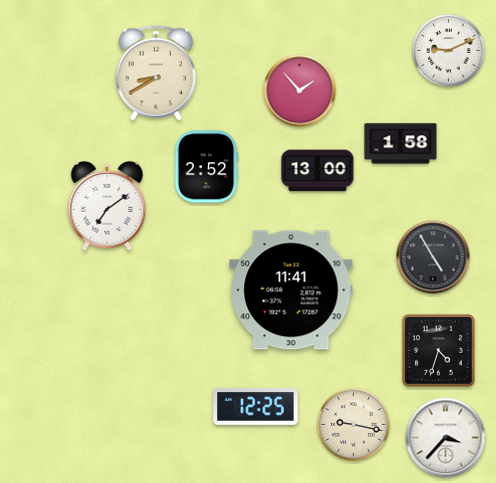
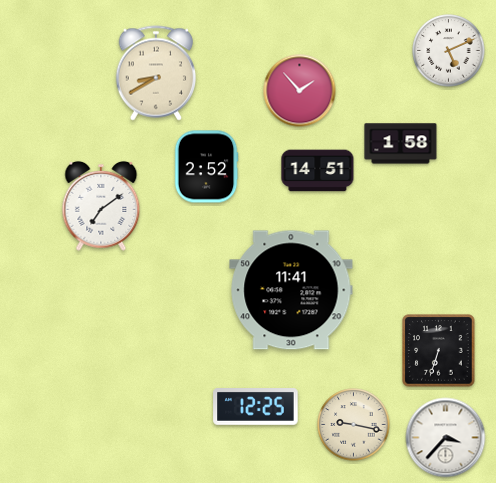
clock at (449, 51): 9:11 -> 5:11
clock at (318, 171): 13:00 -> 14:51
clock at (107, 206) position: (107, 206) -> (101, 206)
clock at (433, 257): 4:55 -> none
clock at (439, 351): 4:33 -> 6:33
